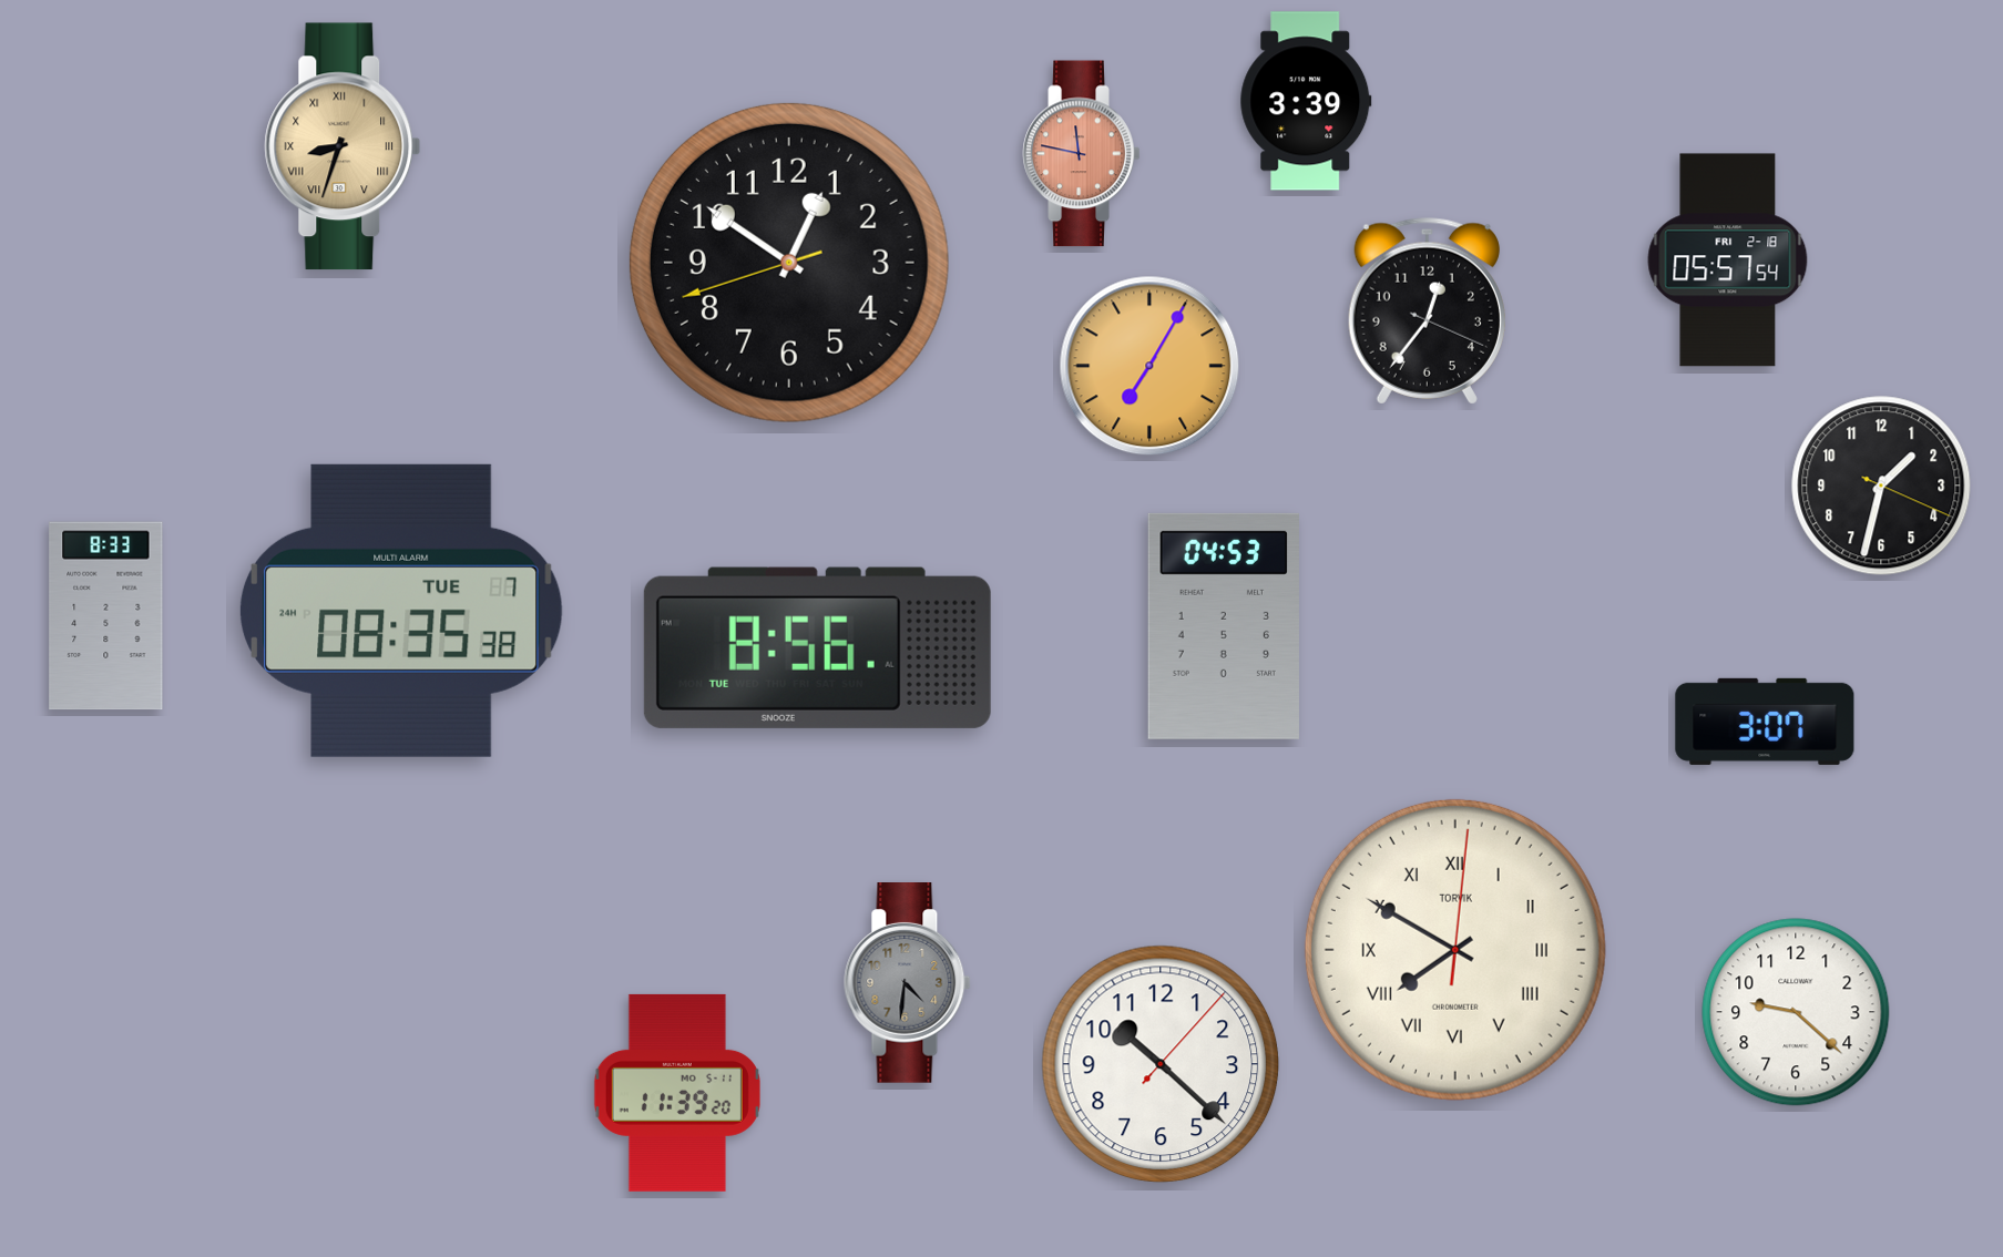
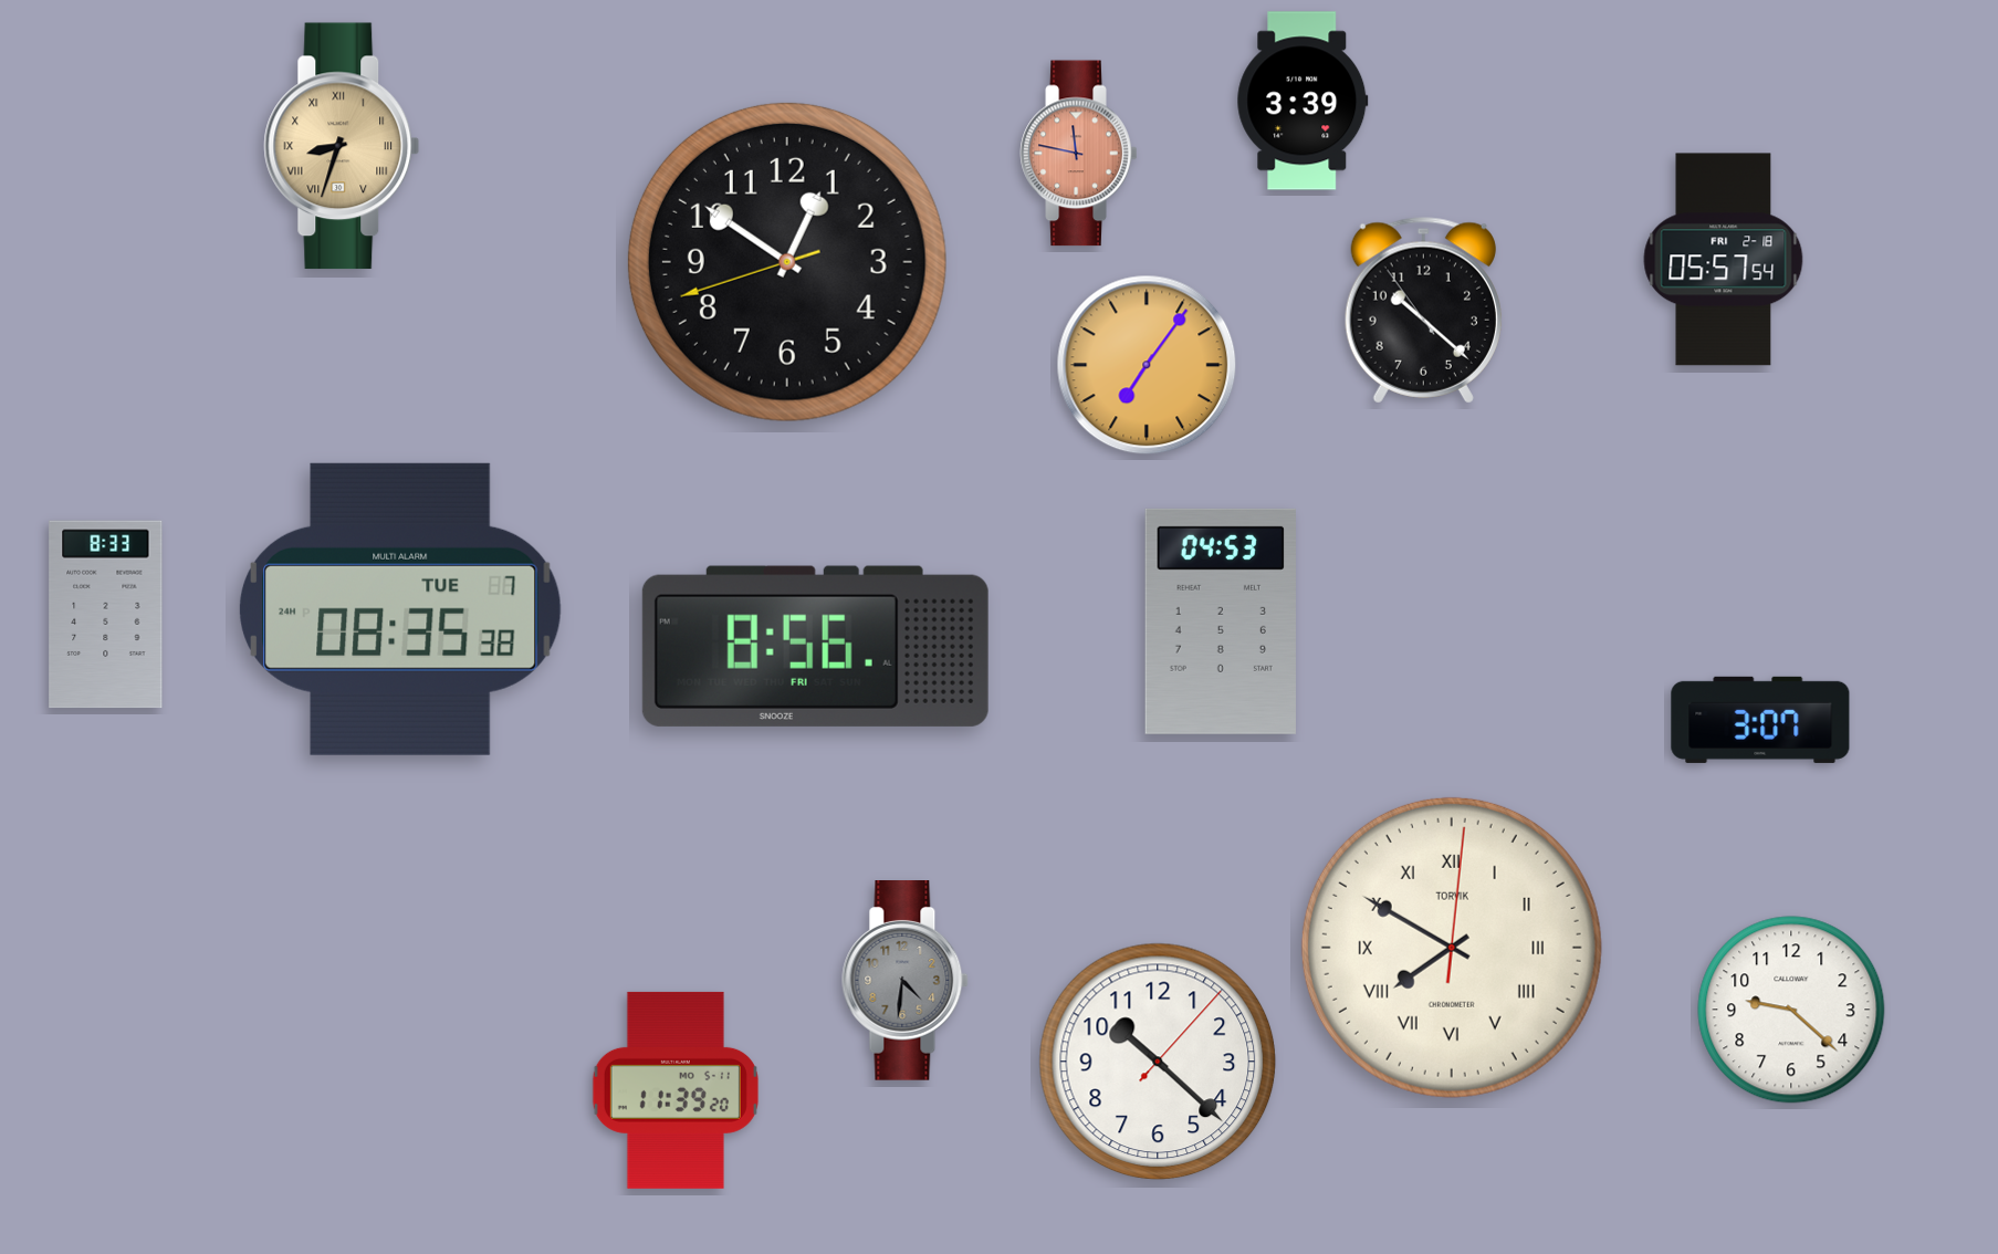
clock at (1427, 311): 12:36 -> 10:21
clock at (1149, 366): 7:05 -> 7:06
clock at (1881, 486): 1:32 -> none
clock at (1224, 626) position: (1224, 626) -> (1221, 621)
clock at (817, 647) date: TUE -> FRI
